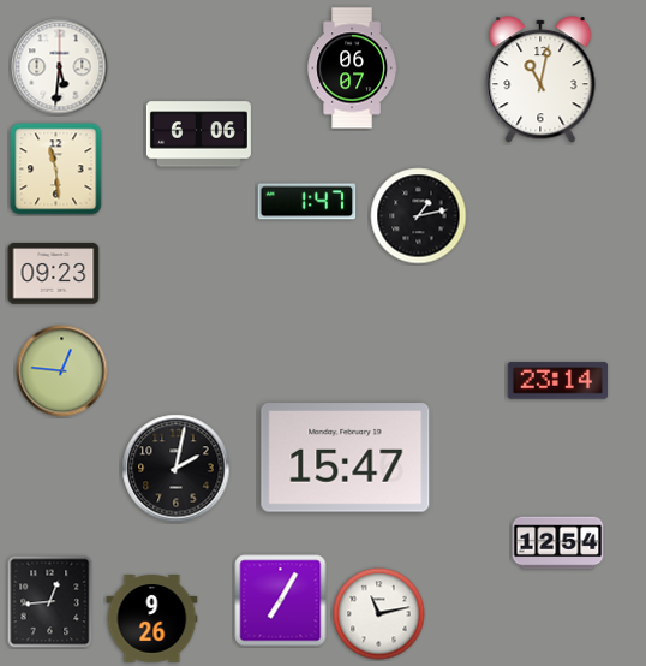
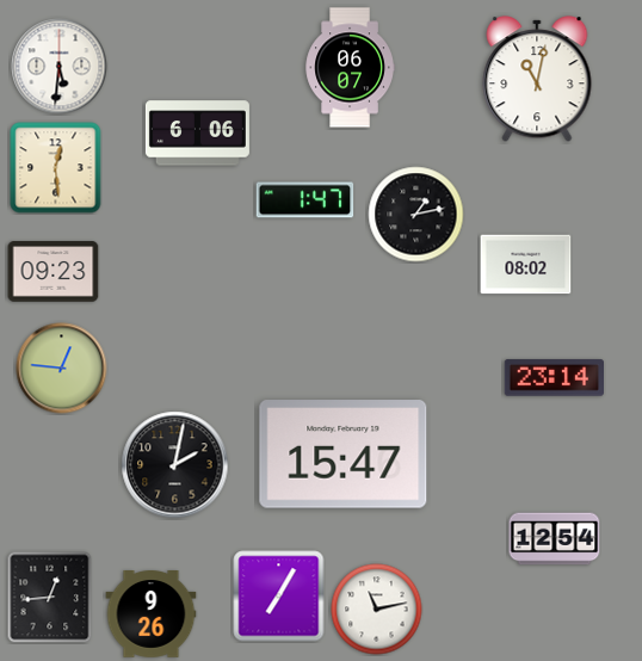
clock at (56, 170): 11:29 -> 12:29
clock at (526, 265): none -> 08:02
